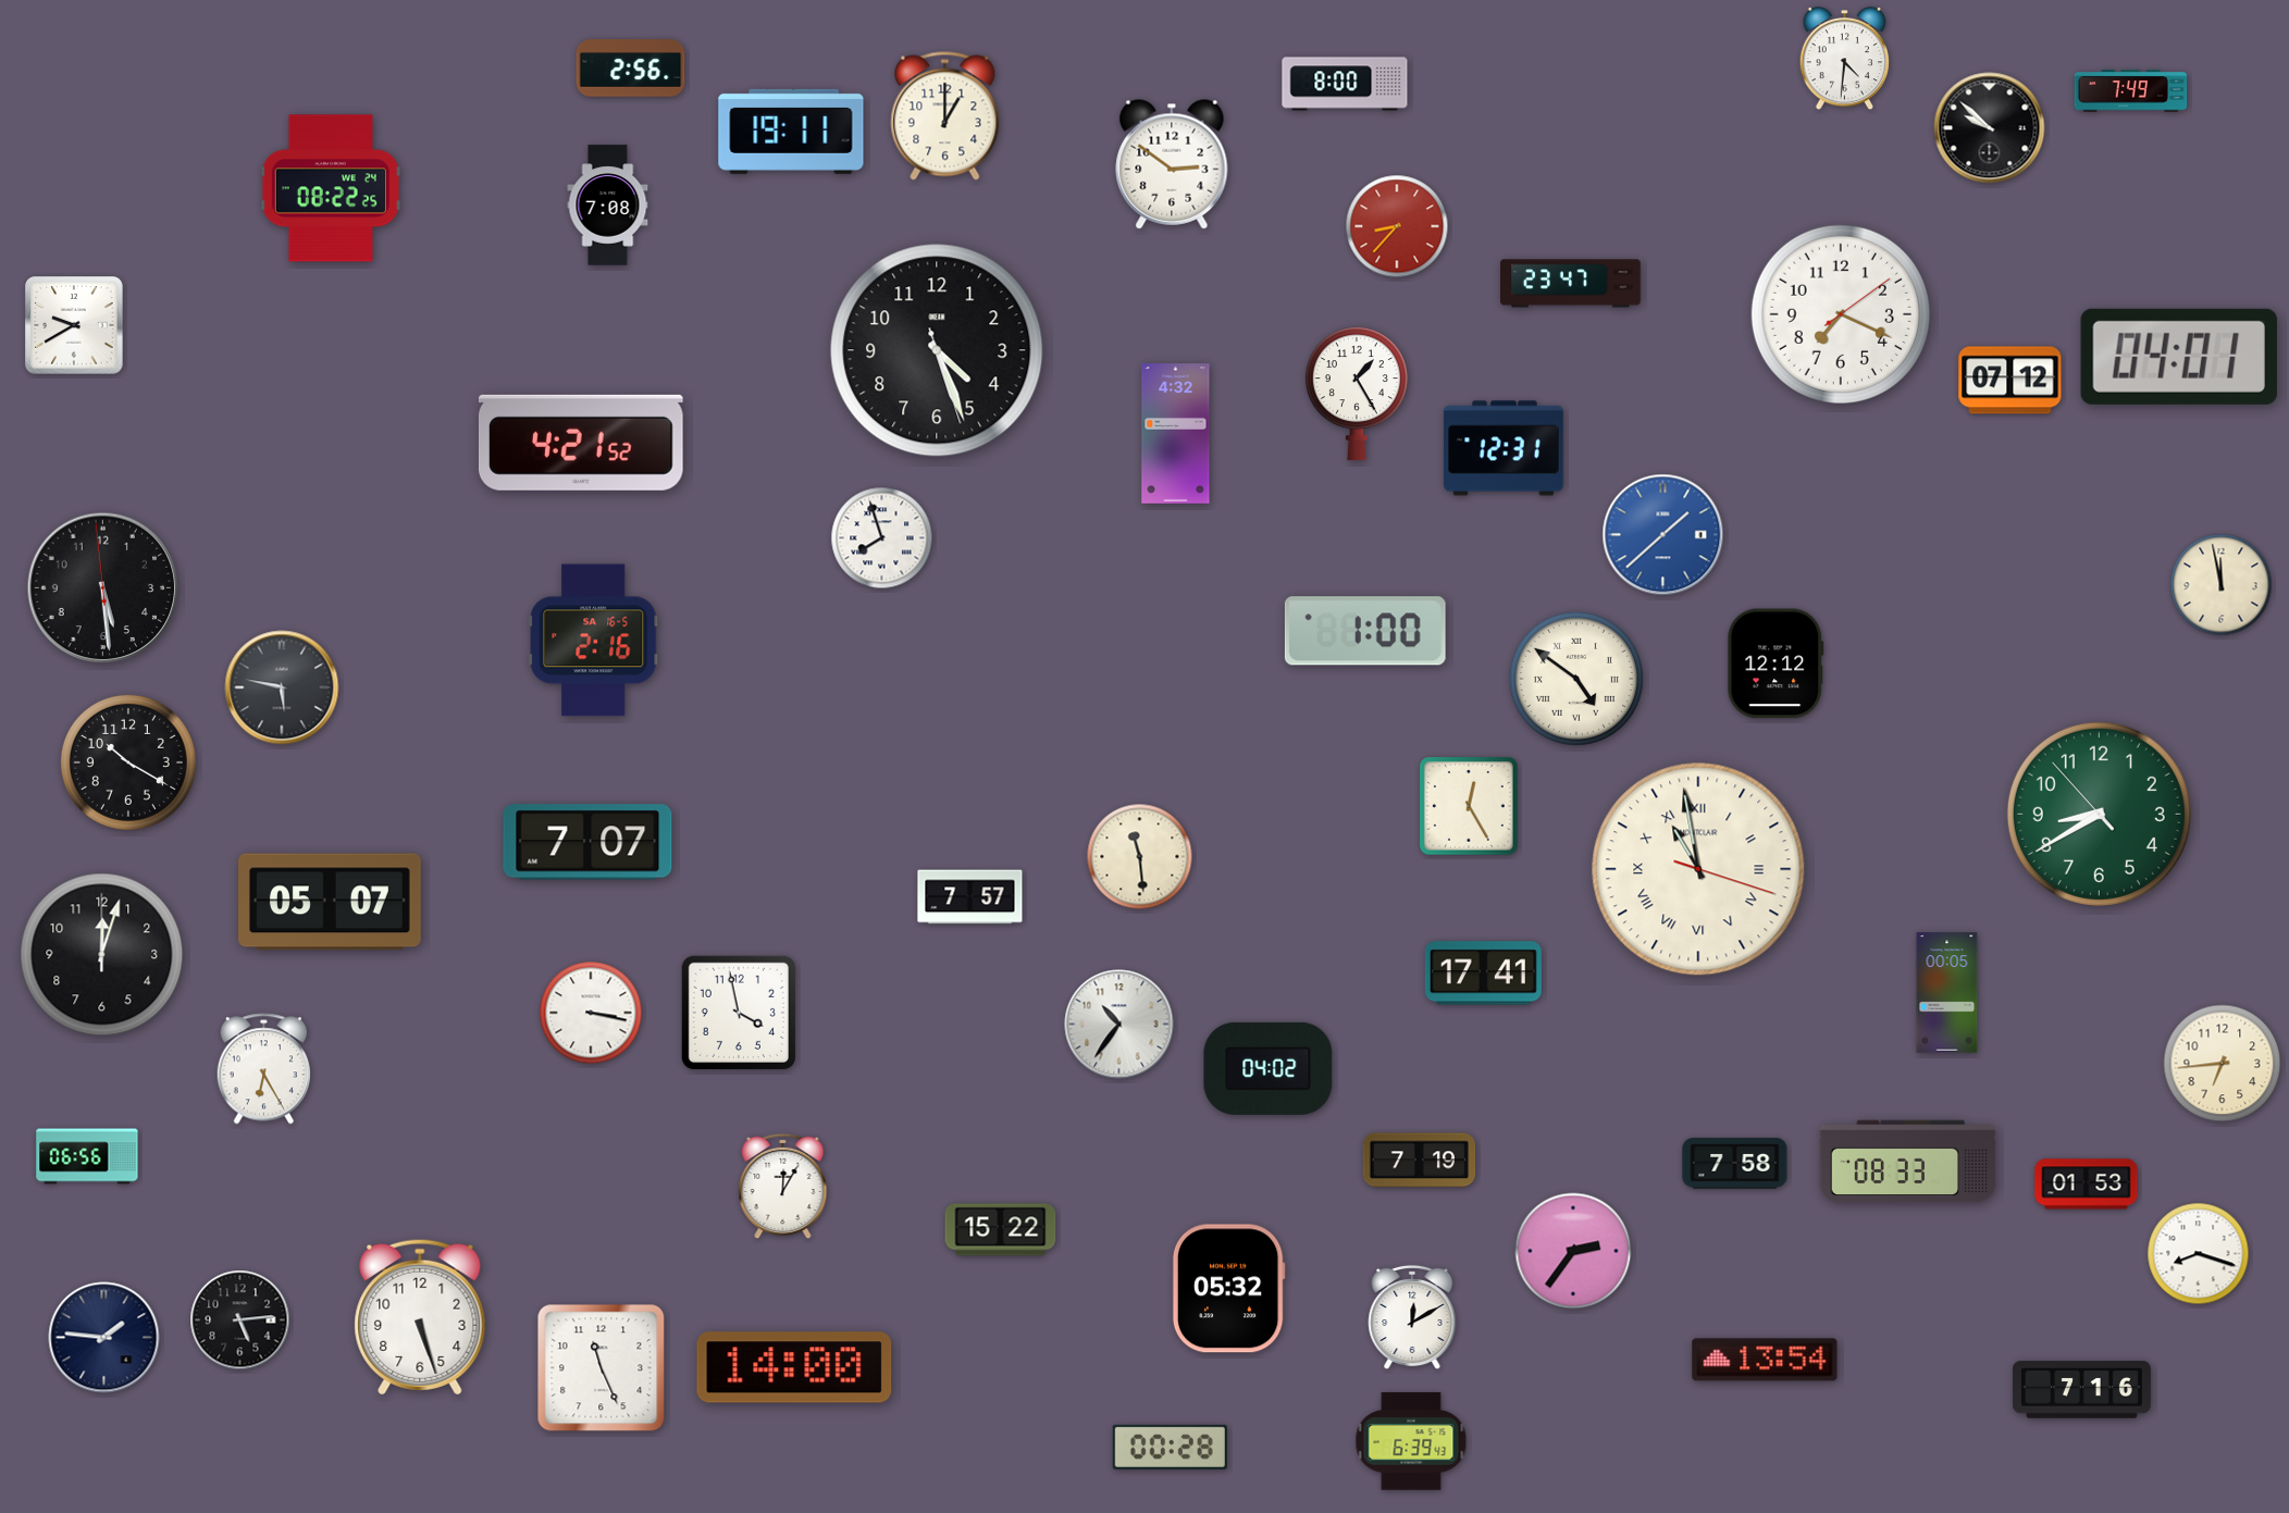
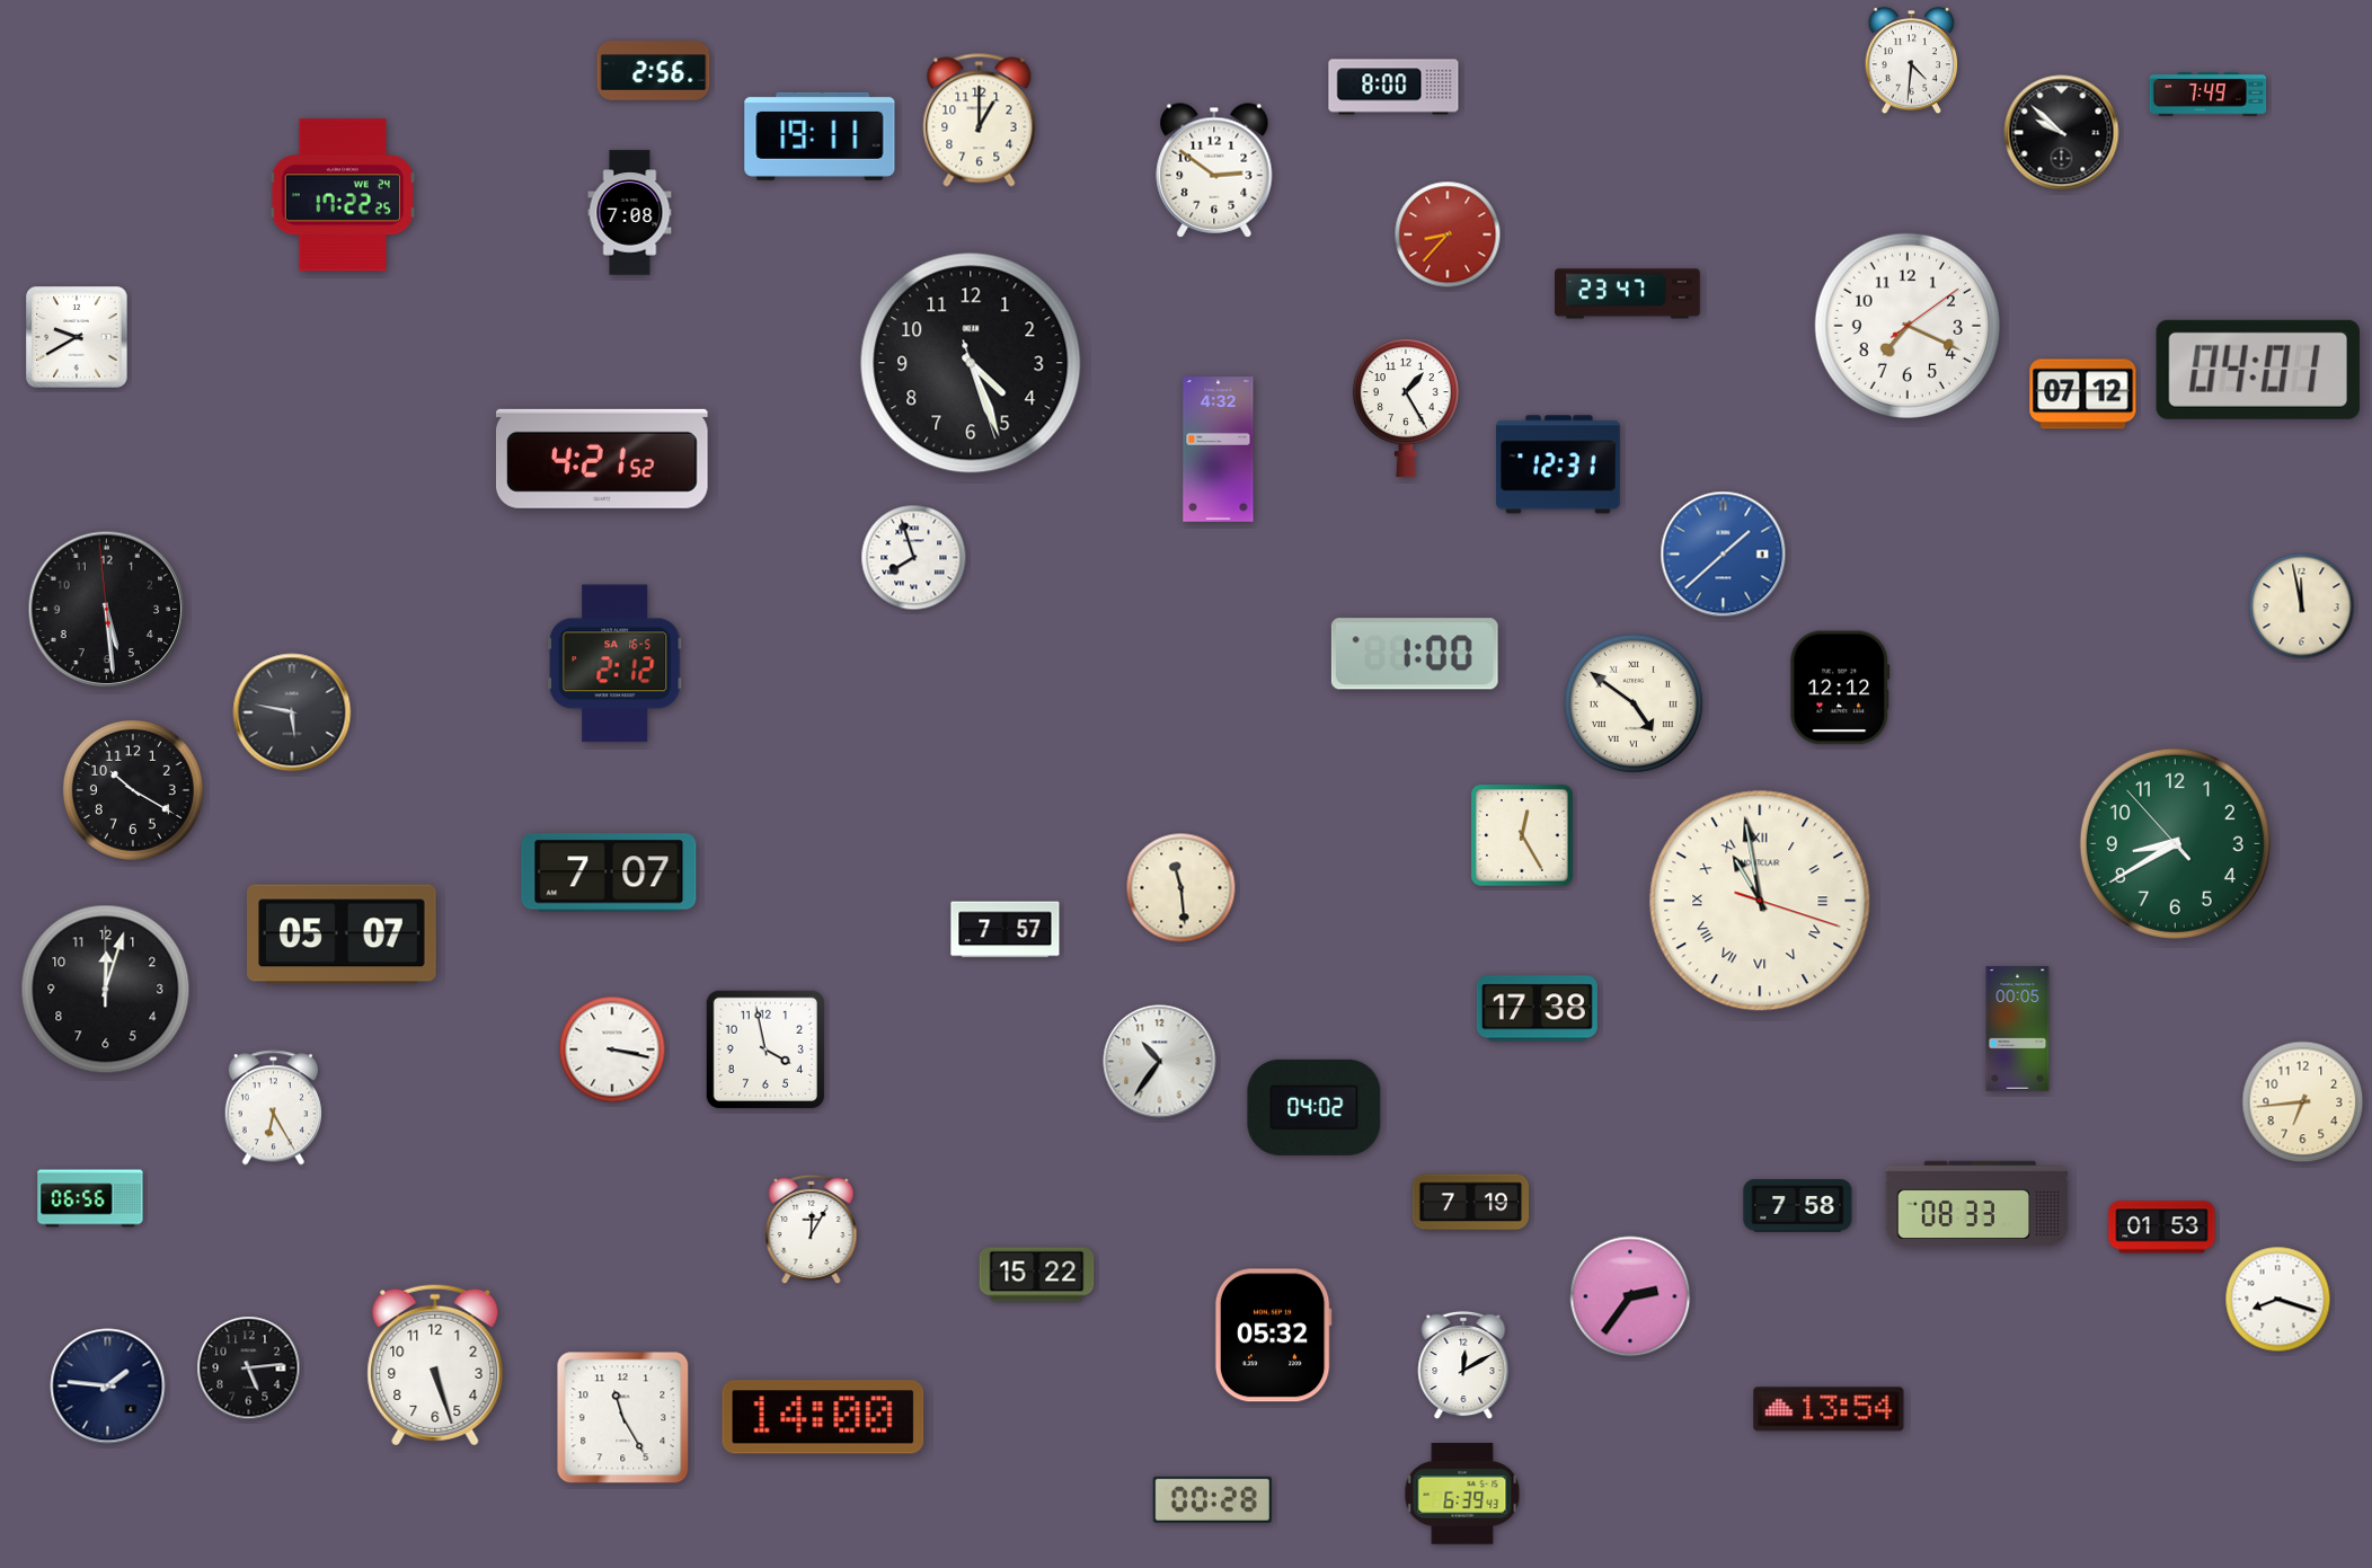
clock at (331, 188): 08:22 -> 17:22
clock at (594, 641): 2:16 -> 2:12
clock at (1483, 973): 17:41 -> 17:38
clock at (602, 1368): 11:26 -> 11:25
clock at (2081, 1390): 7:16 -> none
